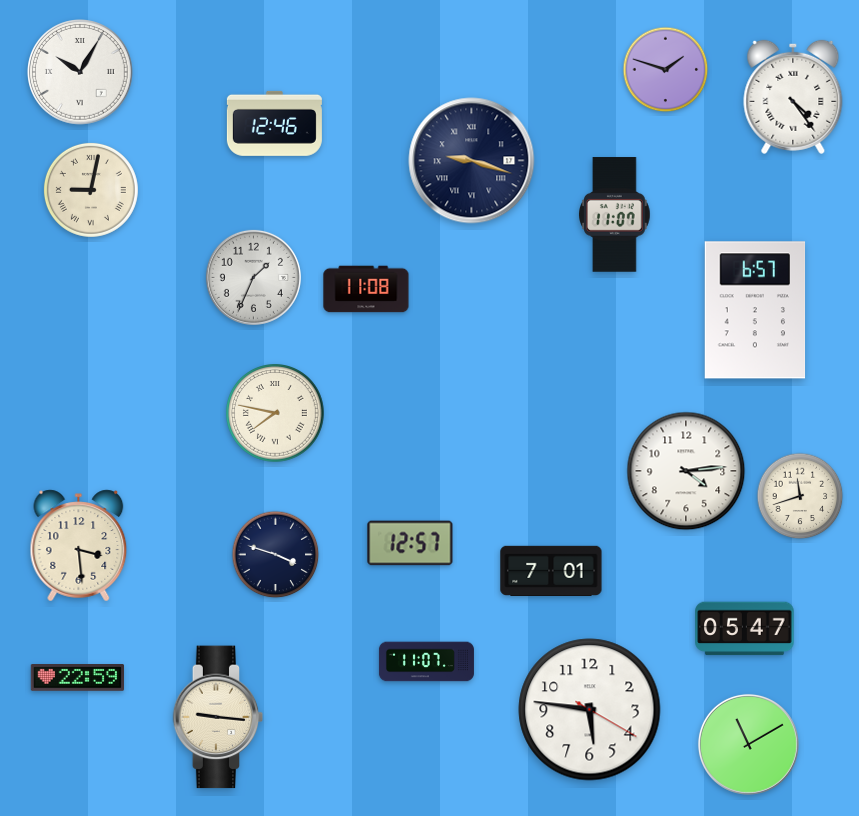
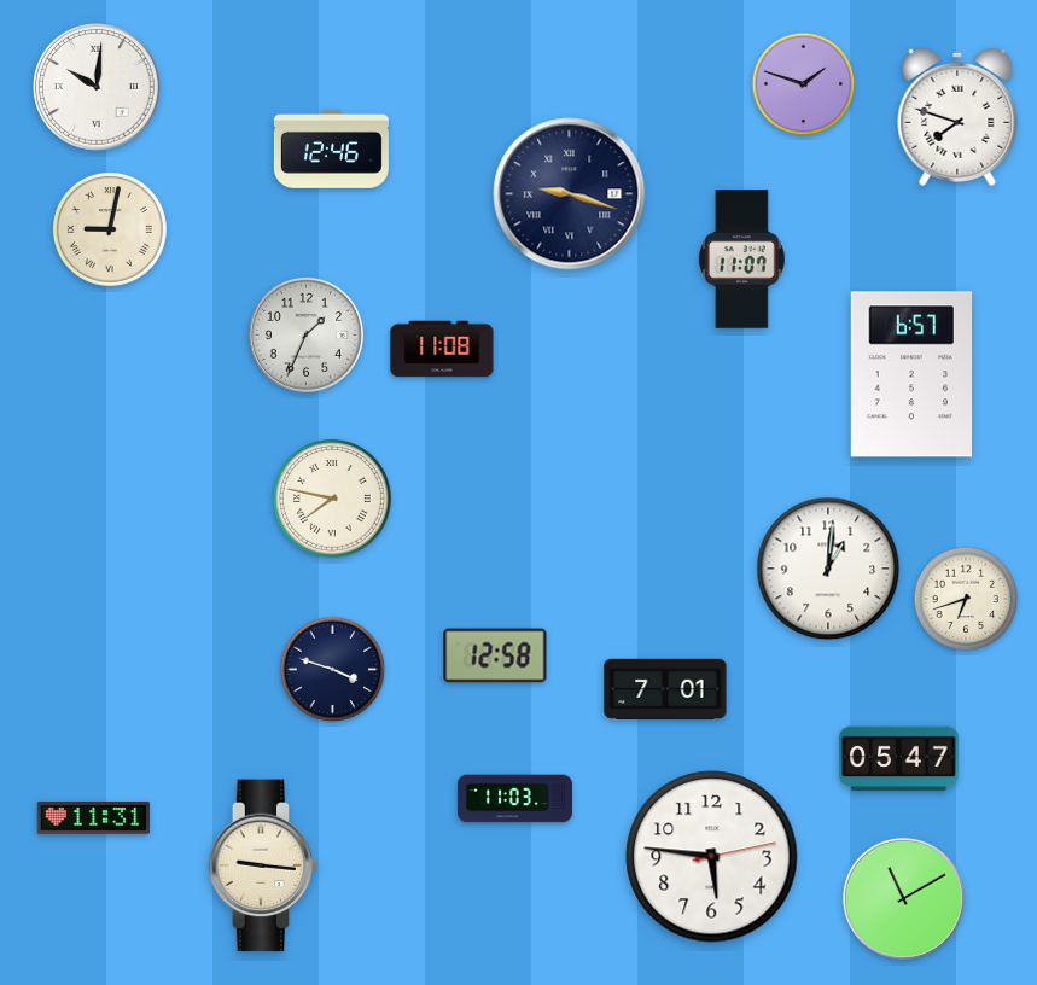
clock at (81, 73): 10:05 -> 10:01
clock at (793, 97): 4:24 -> 7:48
clock at (686, 471): 4:14 -> 1:01
clock at (800, 496): 11:42 -> 6:42
clock at (410, 543): 12:57 -> 12:58
clock at (79, 546): 3:29 -> none
clock at (426, 662): 11:07 -> 11:03
clock at (77, 678): 22:59 -> 11:31
clock at (590, 710): 5:46:20 -> 5:46:13
